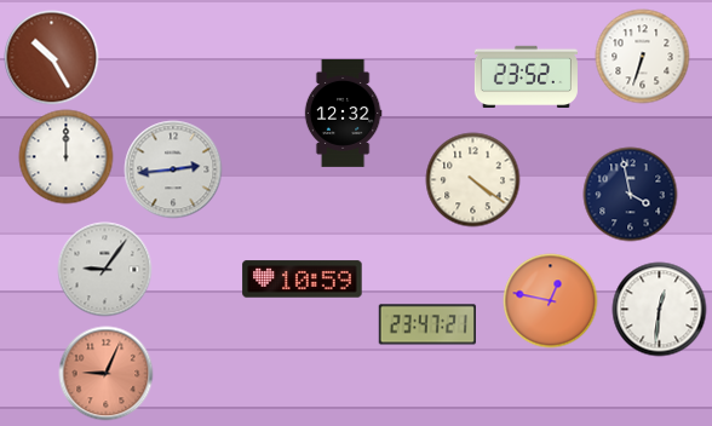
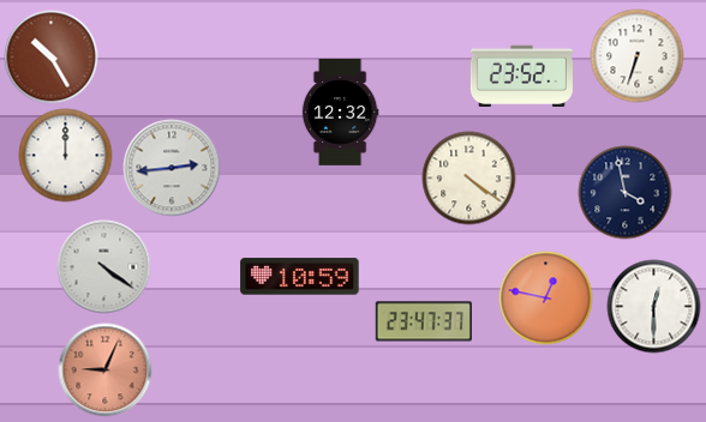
clock at (104, 269): 9:06 -> 4:21
clock at (659, 309): 12:31 -> 12:30
clock at (426, 324): 23:47:21 -> 23:47:37
